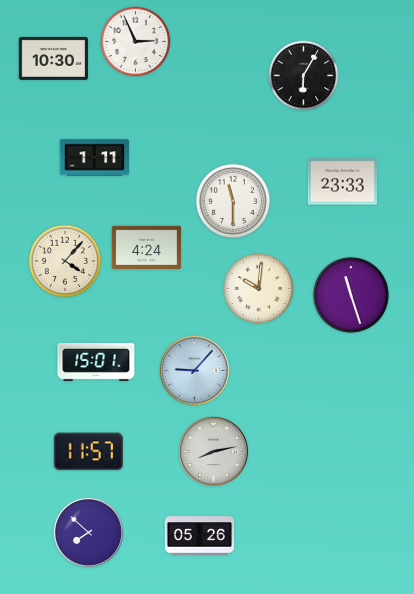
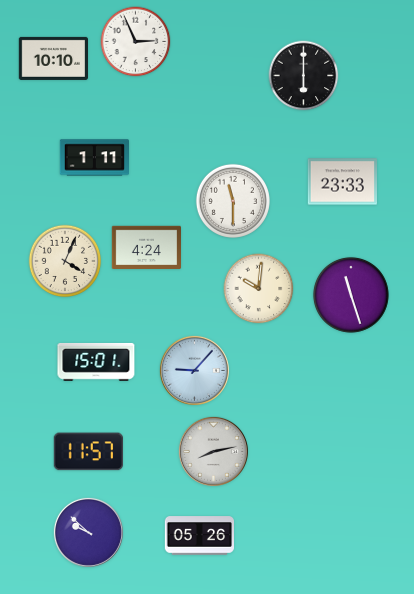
clock at (53, 58): 10:30 -> 10:10
clock at (304, 76): 6:05 -> 6:00
clock at (65, 261): 4:07 -> 4:04
clock at (88, 532): 7:52 -> 9:52
